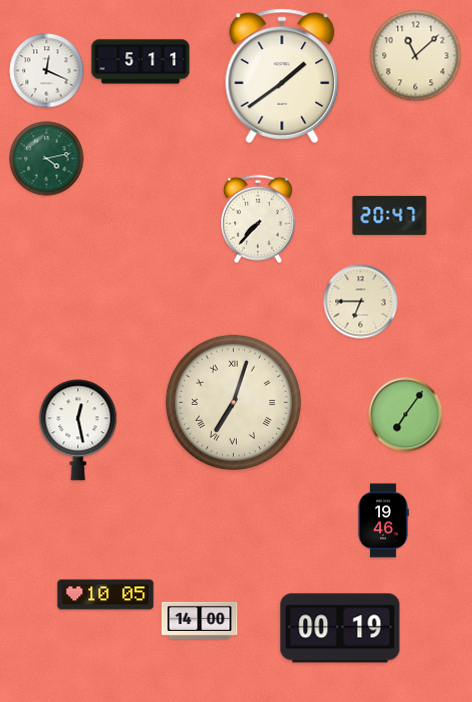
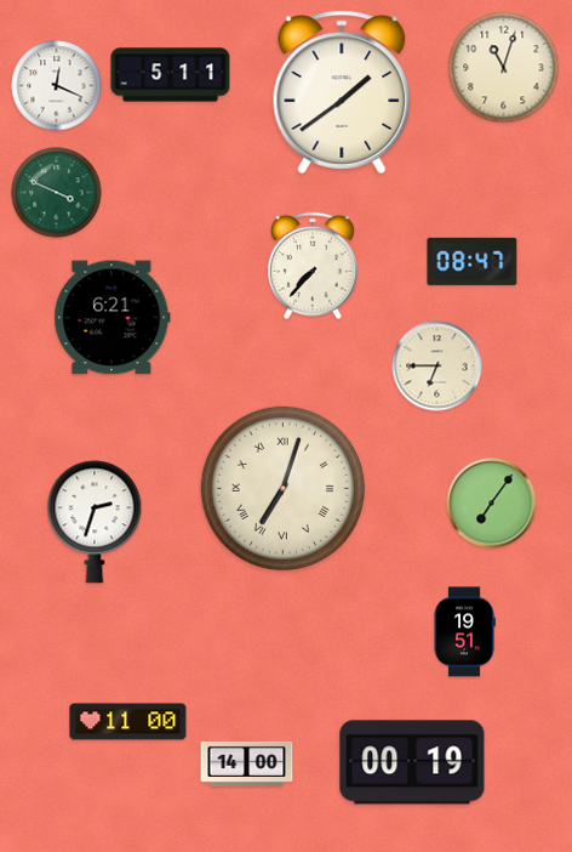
clock at (416, 56): 11:08 -> 11:03
clock at (47, 159): 4:13 -> 3:49
clock at (390, 215): 20:47 -> 08:47
clock at (113, 318): none -> 6:21
clock at (78, 430): 12:28 -> 2:33
clock at (383, 521): 19:46 -> 19:51
clock at (106, 595): 10:05 -> 11:00
clock at (200, 620) position: (200, 620) -> (247, 763)
